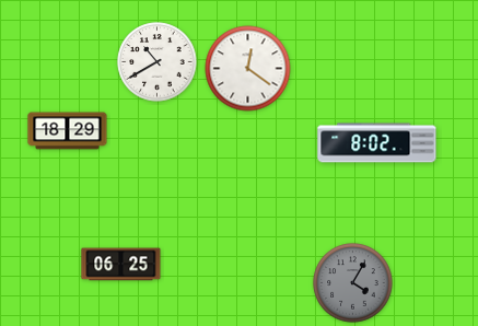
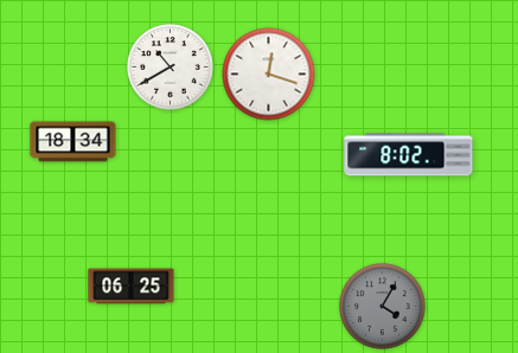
clock at (248, 69): 12:21 -> 12:18
clock at (68, 131): 18:29 -> 18:34
